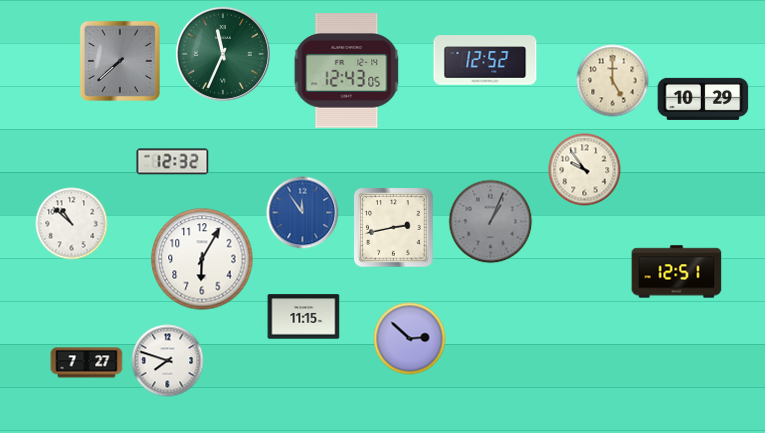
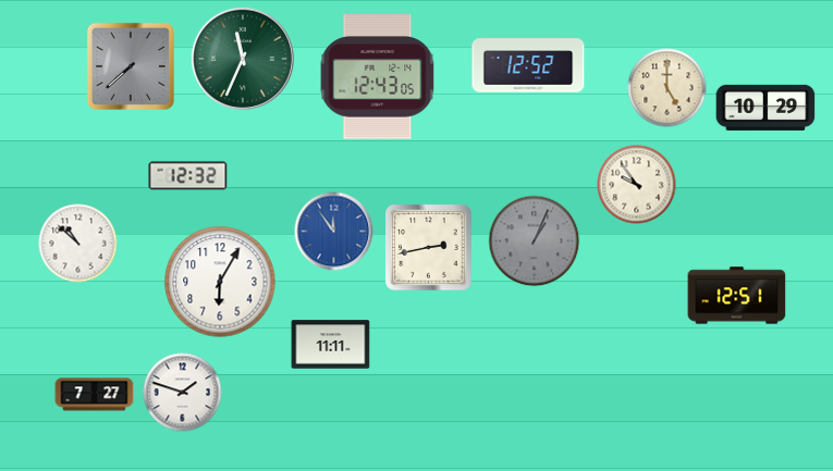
clock at (303, 213) position: (303, 213) -> (334, 232)
clock at (304, 317): 11:15 -> 11:11
clock at (410, 339): 2:52 -> none
clock at (168, 361): 7:48 -> 1:48
